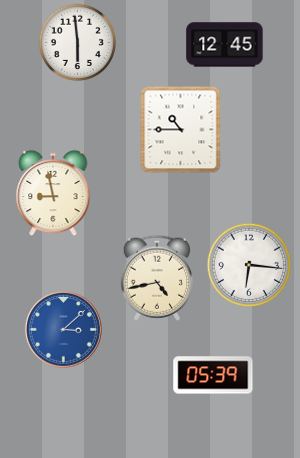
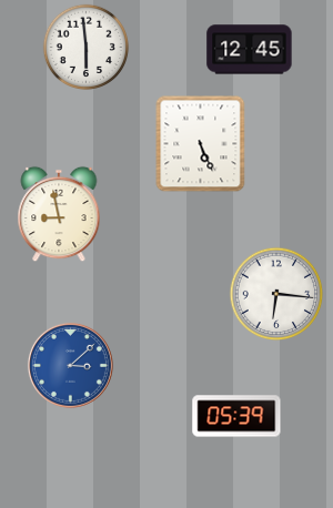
clock at (181, 129): 10:45 -> 5:26
clock at (156, 278): 4:43 -> none
